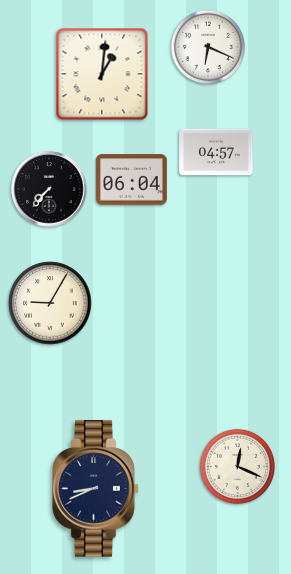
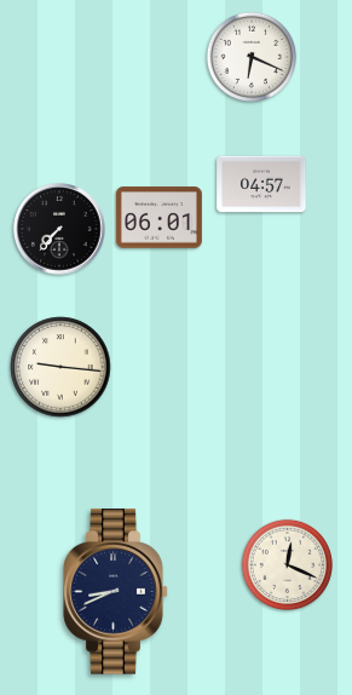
clock at (102, 74): 1:01 -> none
clock at (131, 180): 06:04 -> 06:01
clock at (50, 303): 9:05 -> 9:16
